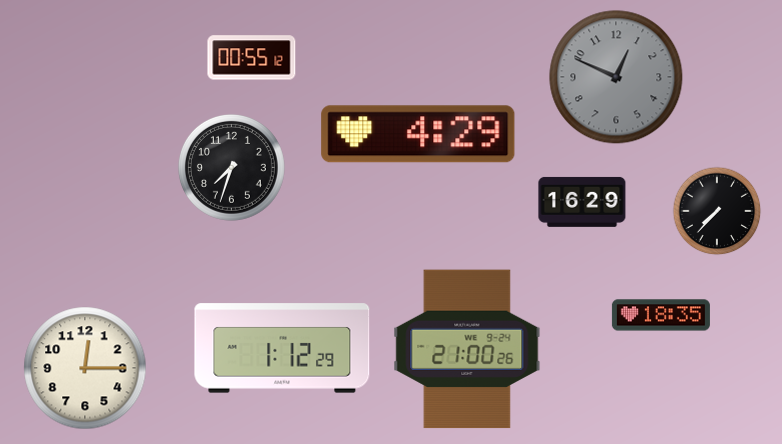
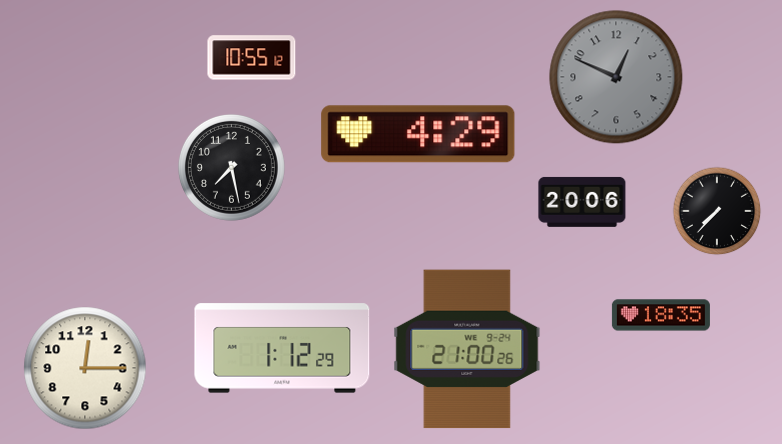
clock at (252, 58): 00:55 -> 10:55
clock at (231, 167): 7:33 -> 7:28
clock at (582, 202): 16:29 -> 20:06
